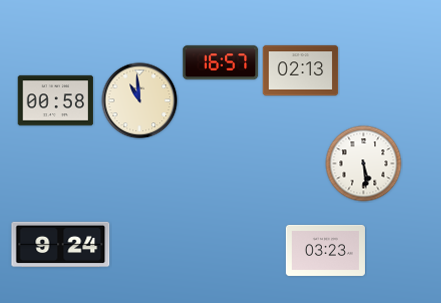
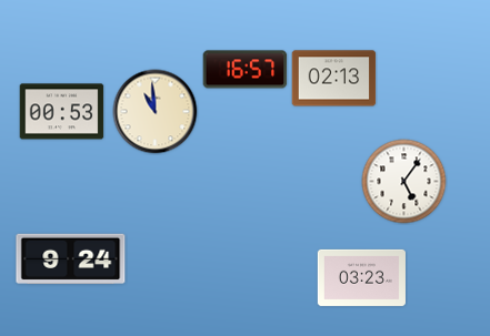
clock at (56, 101): 00:58 -> 00:53
clock at (364, 164): 5:29 -> 5:06
clock at (61, 245) position: (61, 245) -> (71, 259)
